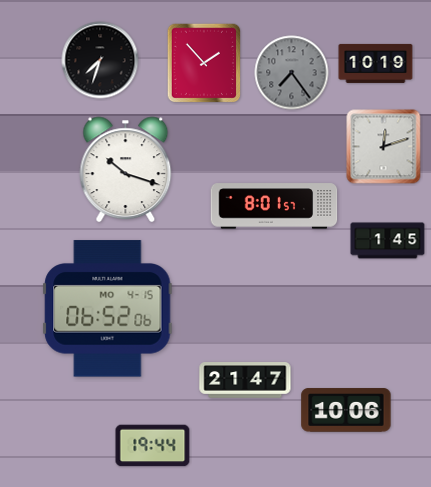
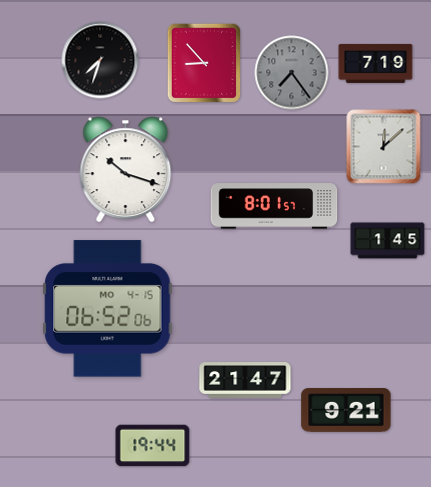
clock at (204, 63): 1:53 -> 8:53
clock at (376, 63): 10:19 -> 7:19
clock at (384, 147): 12:12 -> 12:08
clock at (346, 410): 10:06 -> 9:21
